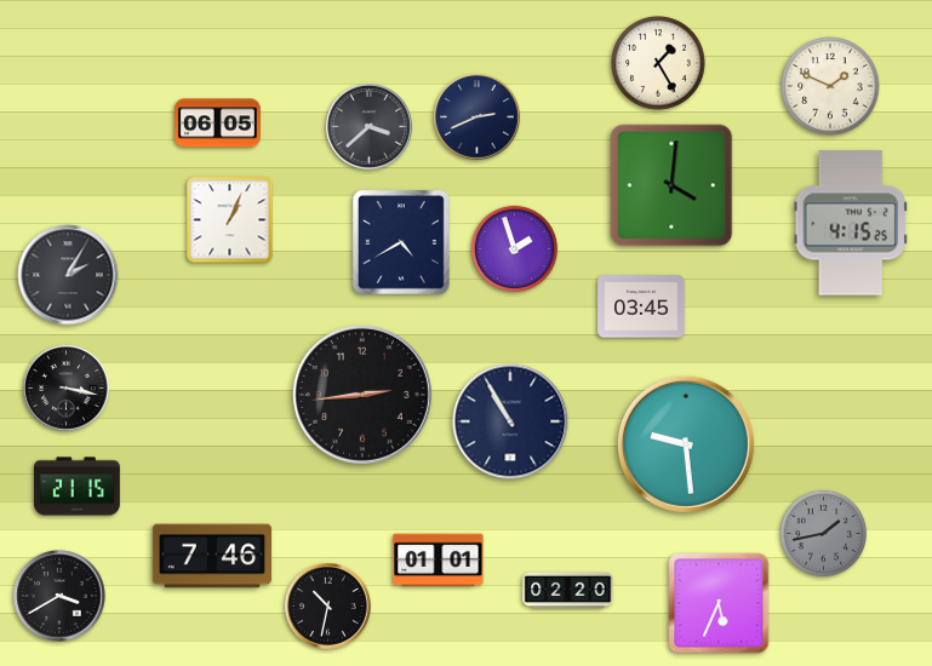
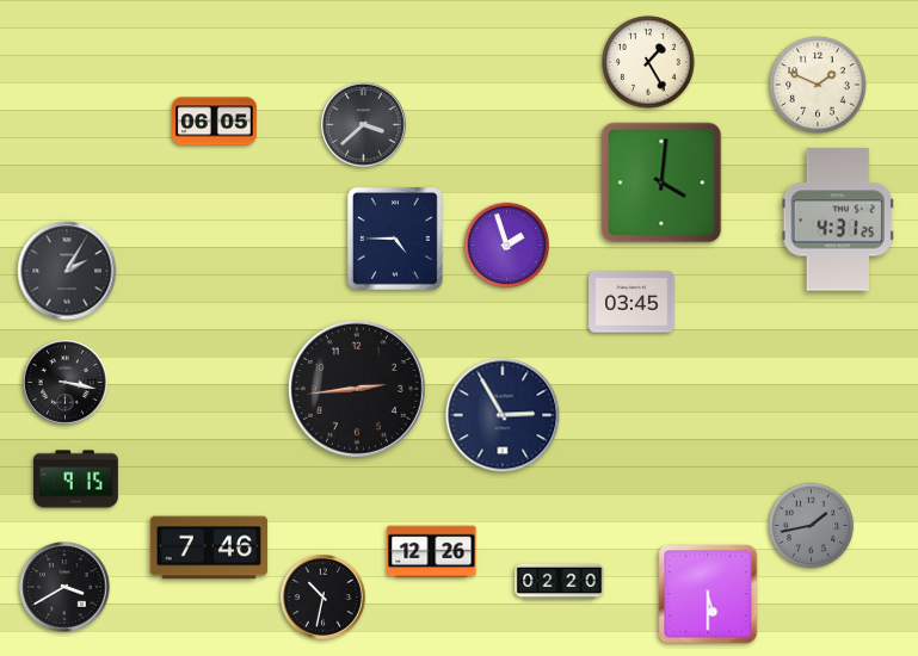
clock at (478, 117): 2:41 -> none
clock at (230, 220): 1:04 -> none
clock at (851, 223): 4:15 -> 4:31
clock at (402, 243): 4:40 -> 4:45
clock at (510, 421): 10:55 -> 2:55
clock at (686, 444): 9:29 -> none
clock at (78, 487): 21:15 -> 9:15
clock at (439, 561): 01:01 -> 12:26
clock at (59, 596) position: (59, 596) -> (64, 587)
clock at (719, 603): 5:34 -> 5:30
